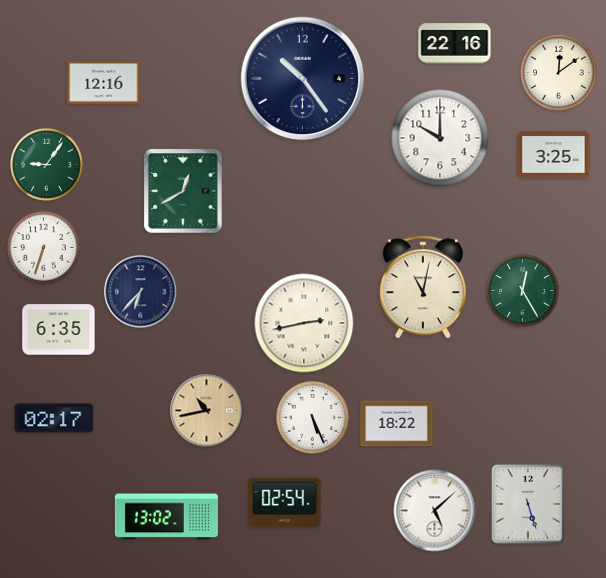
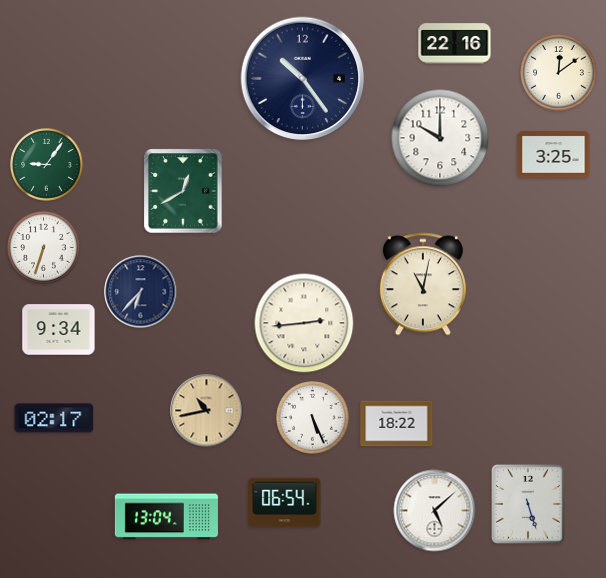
clock at (104, 83): 12:16 -> none
clock at (423, 287) position: (423, 287) -> (423, 284)
clock at (523, 291): 12:25 -> none
clock at (304, 323): 2:43 -> 2:44
clock at (59, 330): 6:35 -> 9:34
clock at (285, 503): 02:54 -> 06:54
clock at (166, 517): 13:02 -> 13:04
